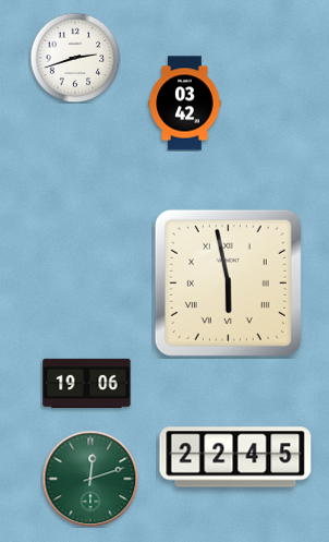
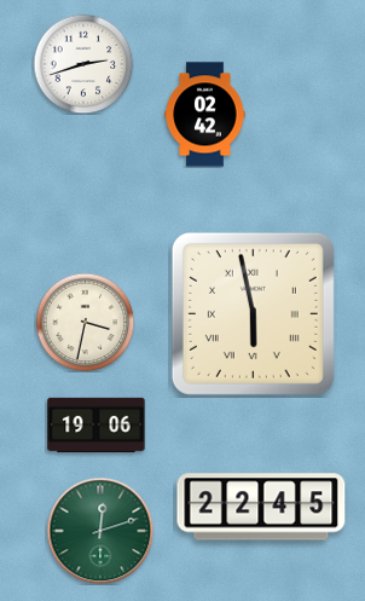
clock at (185, 104): 03:42 -> 02:42
clock at (85, 322): none -> 3:32
